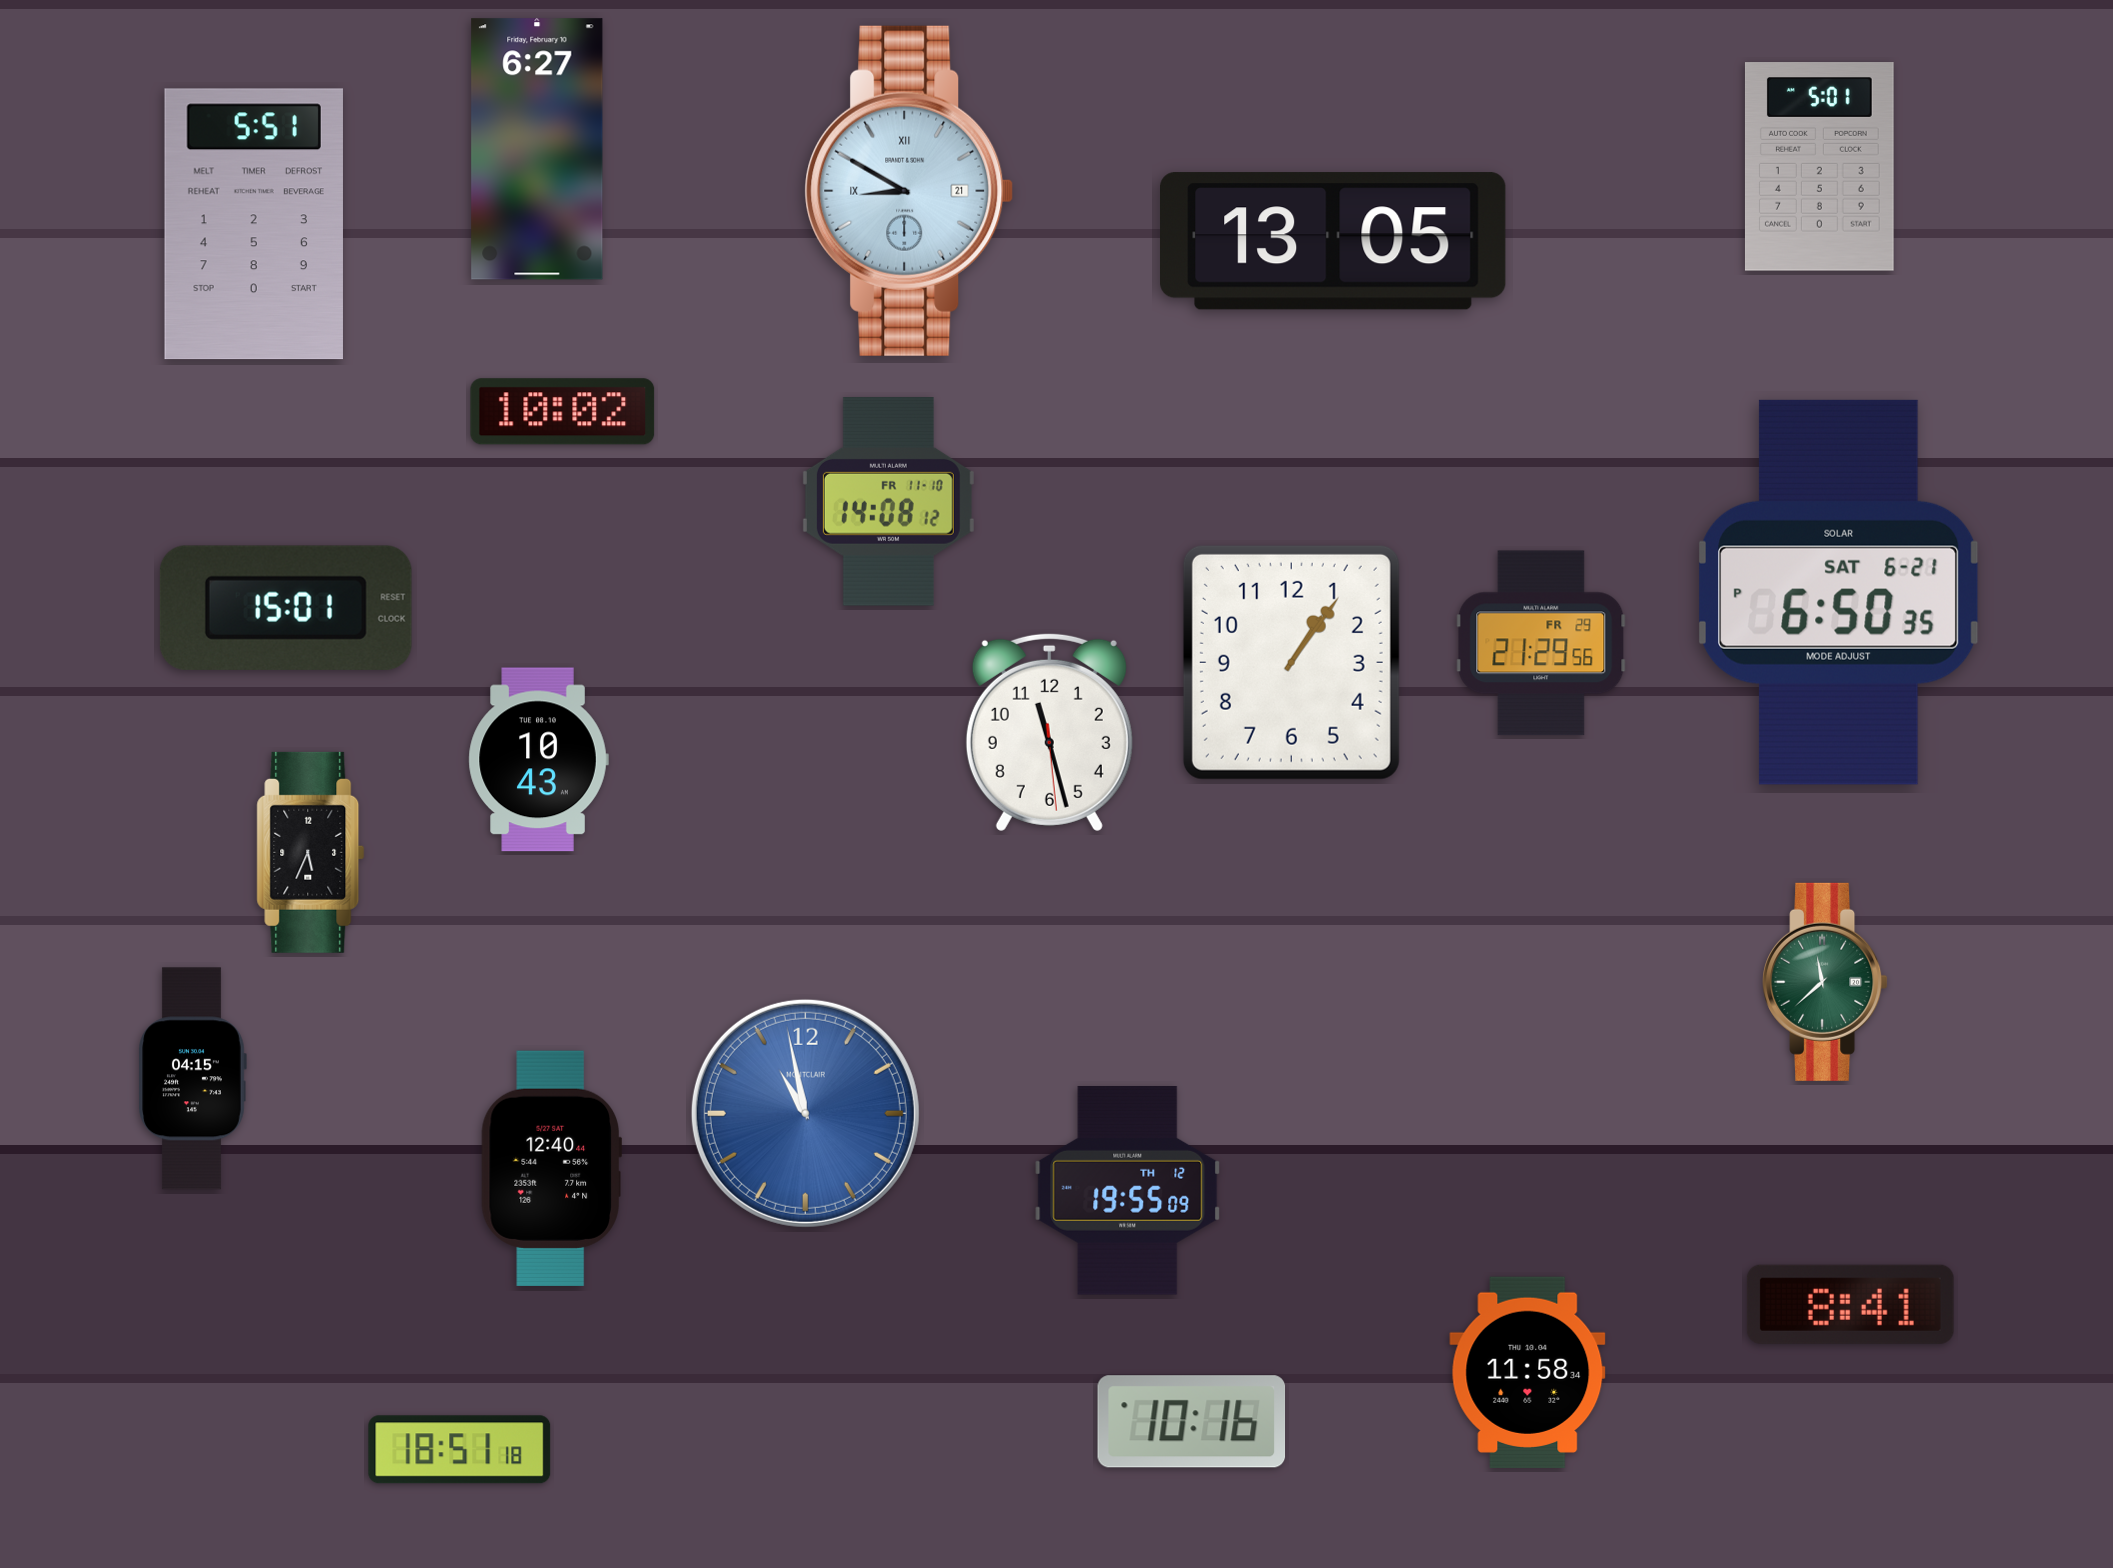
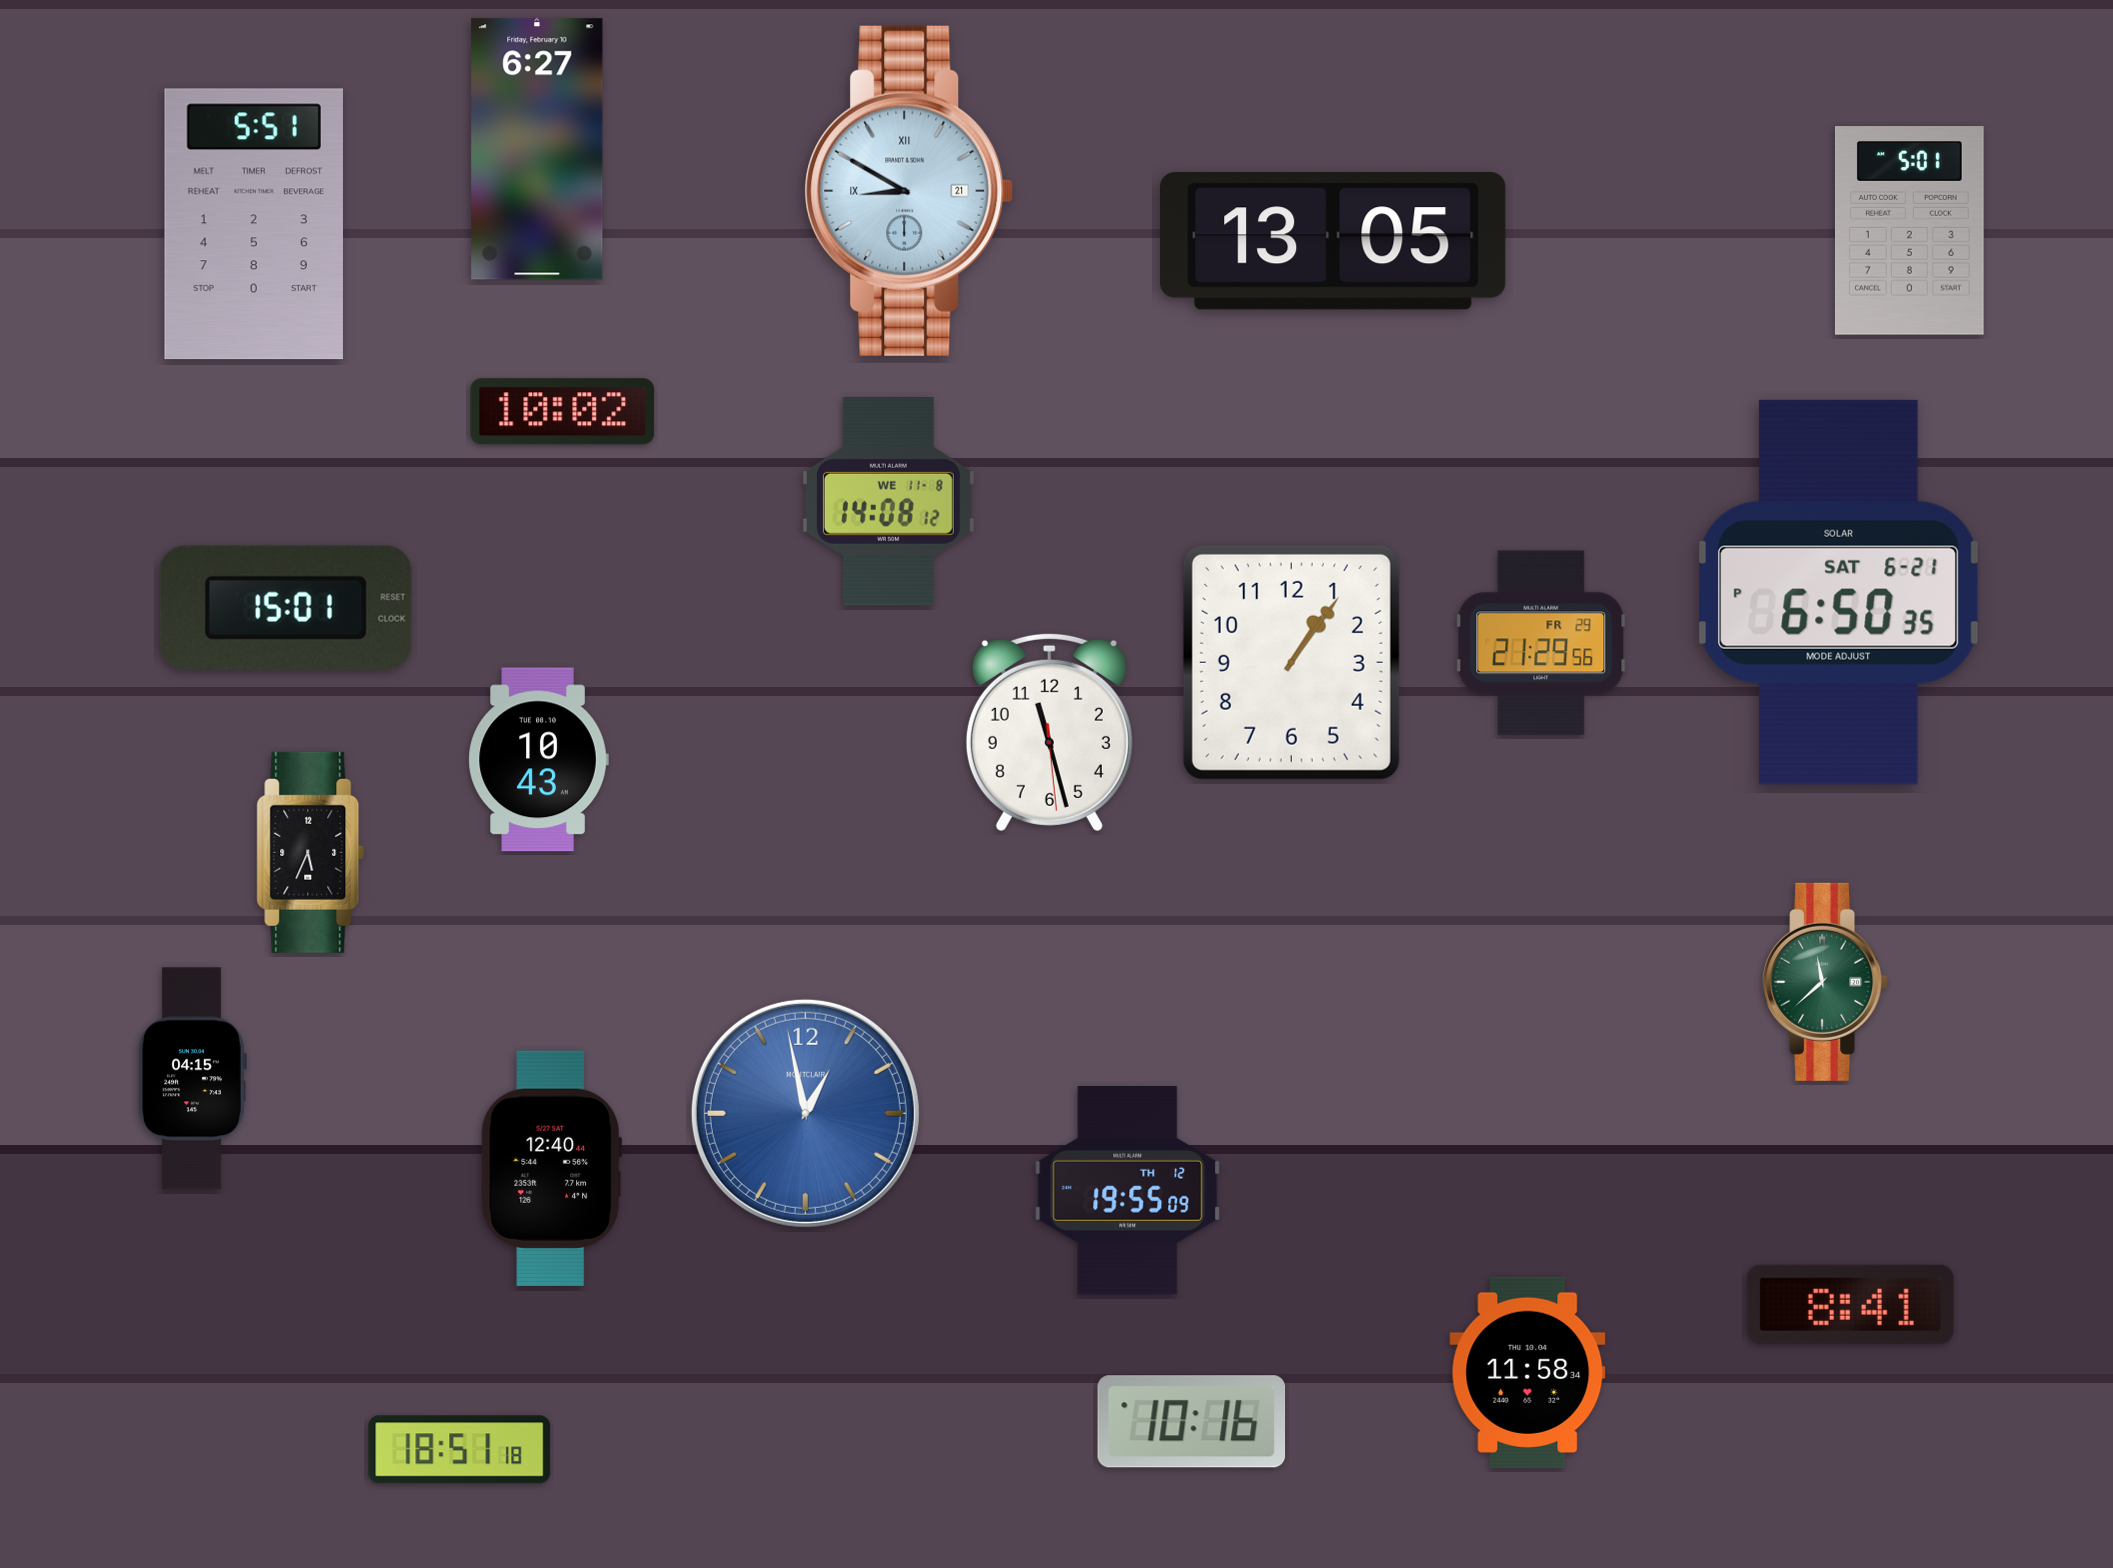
clock at (1819, 167) position: (1819, 167) -> (1909, 231)
clock at (888, 502) date: FR 11-10 -> WE 11-8
clock at (805, 1113): 10:58 -> 12:58
